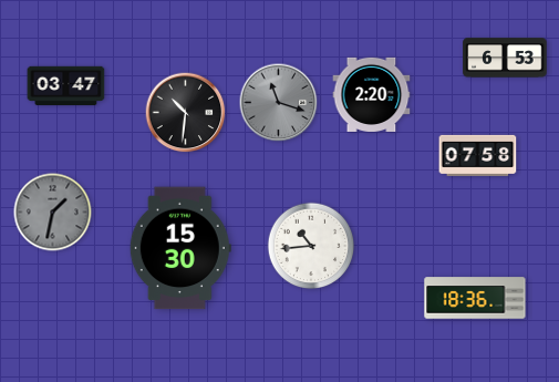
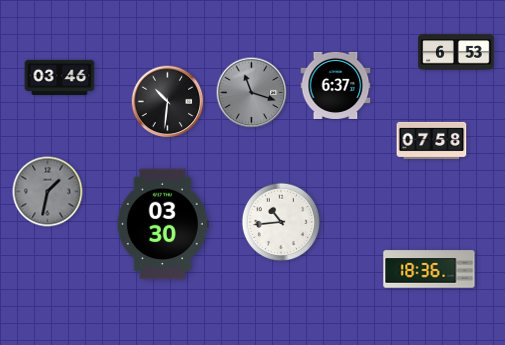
clock at (66, 86): 03:47 -> 03:46
clock at (372, 94): 2:20 -> 6:37
clock at (180, 248): 15:30 -> 03:30
